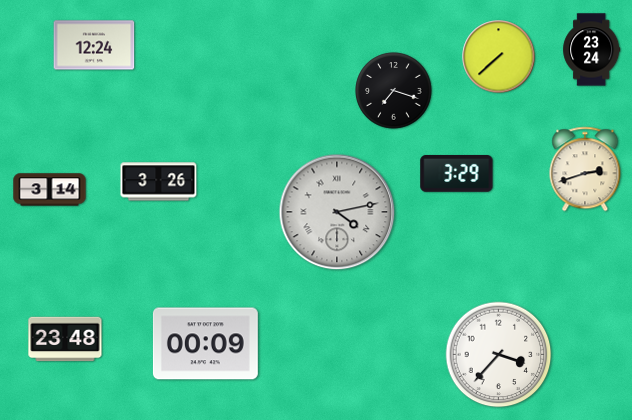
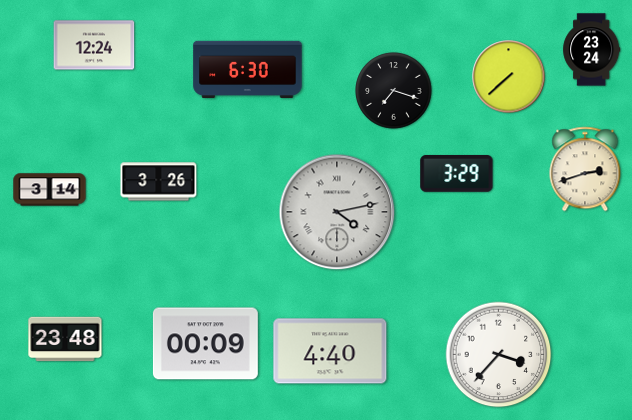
clock at (499, 57) position: (499, 57) -> (509, 77)
clock at (248, 70): none -> 6:30
clock at (330, 351): none -> 4:40
